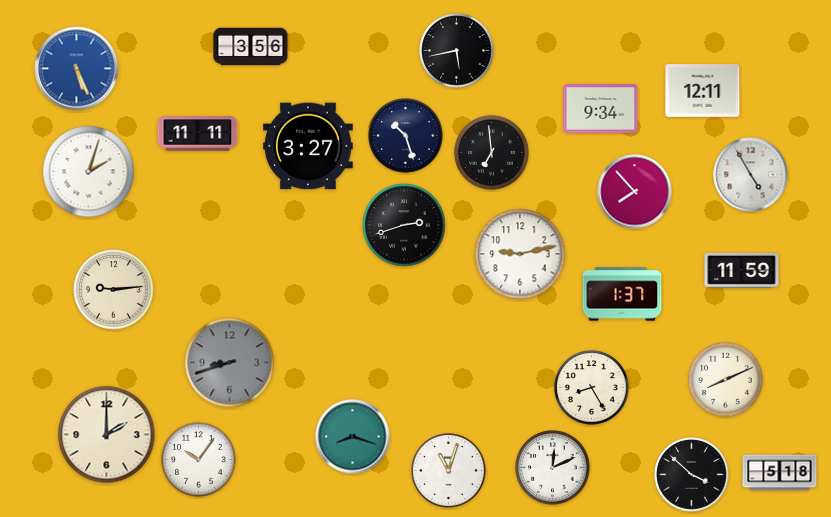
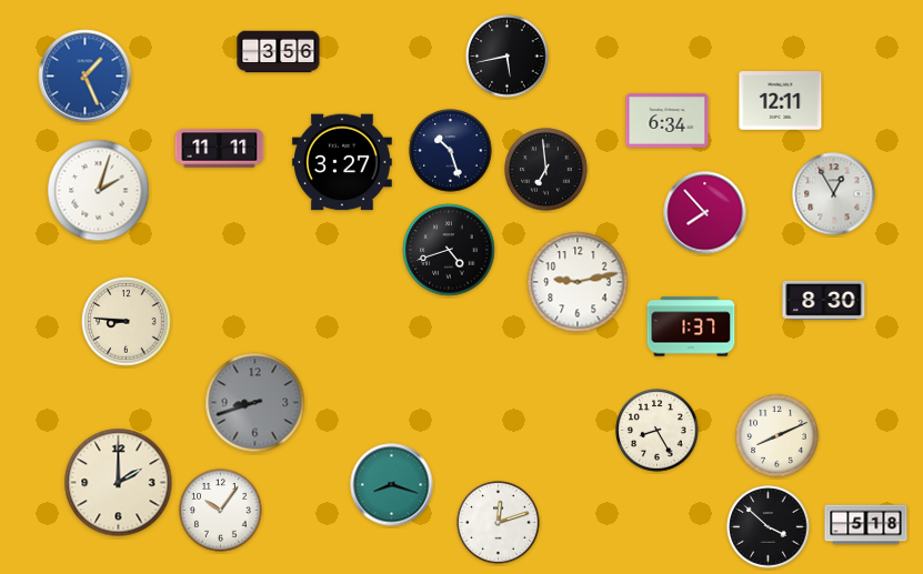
clock at (77, 69): 5:26 -> 1:26
clock at (601, 109): 9:34 -> 6:34
clock at (751, 175): 4:55 -> 12:55
clock at (404, 225): 2:42 -> 4:42
clock at (742, 270): 11:59 -> 8:30
clock at (114, 290): 9:14 -> 8:46
clock at (726, 380) position: (726, 380) -> (777, 436)
clock at (553, 468): 12:11 -> none
clock at (449, 471): 11:03 -> 12:12
